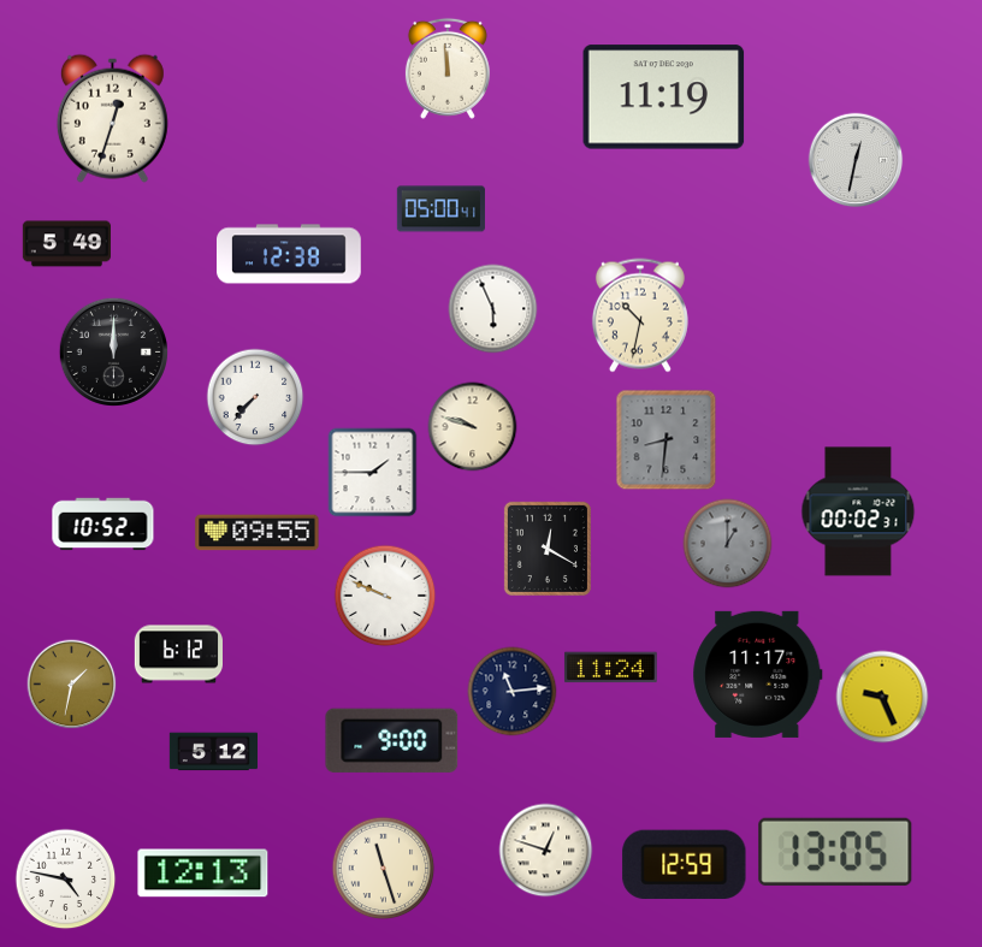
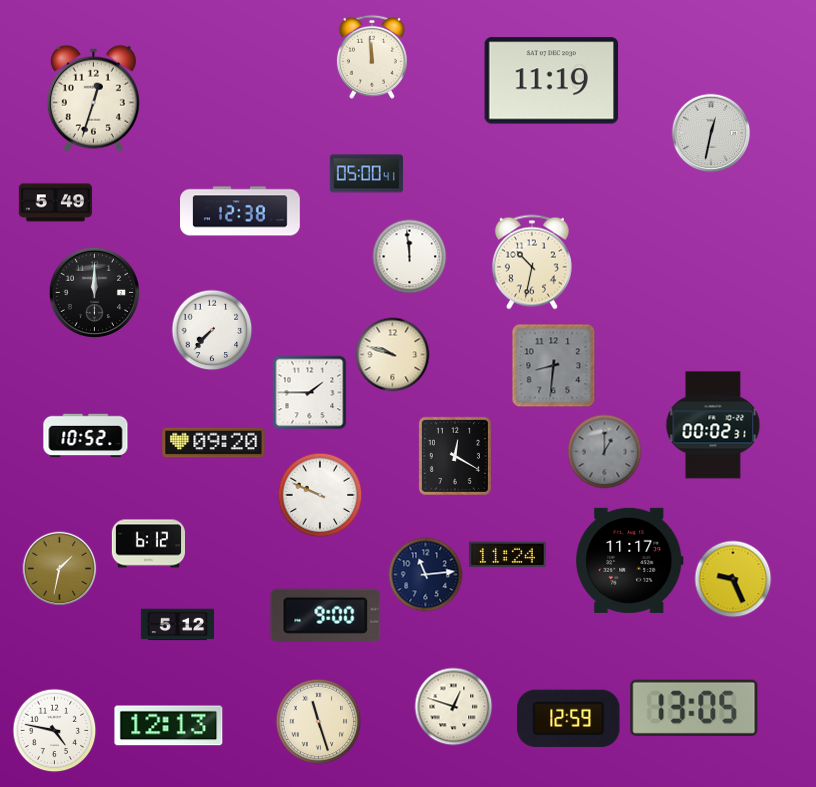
clock at (493, 309): 5:56 -> 11:59
clock at (258, 533): 09:55 -> 09:20
